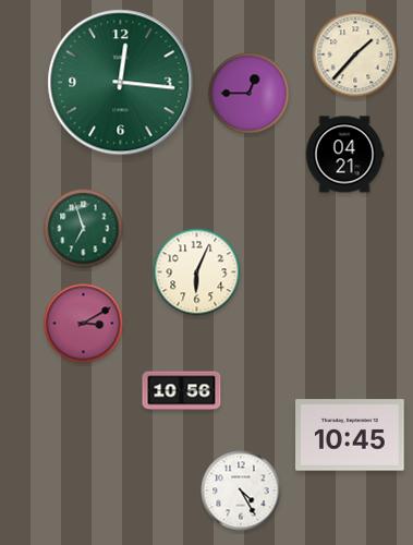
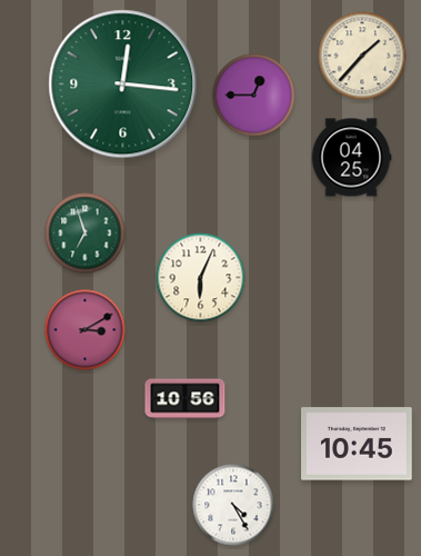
clock at (344, 155): 04:21 -> 04:25
clock at (241, 491) position: (241, 491) -> (233, 505)
